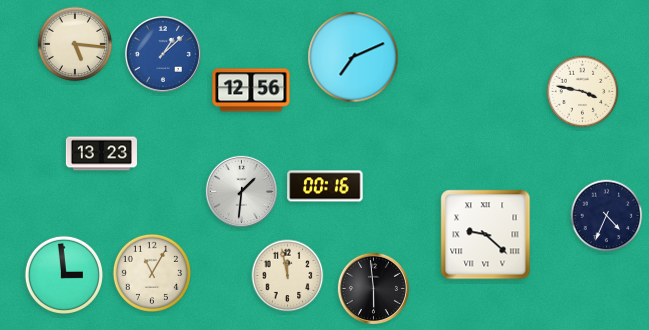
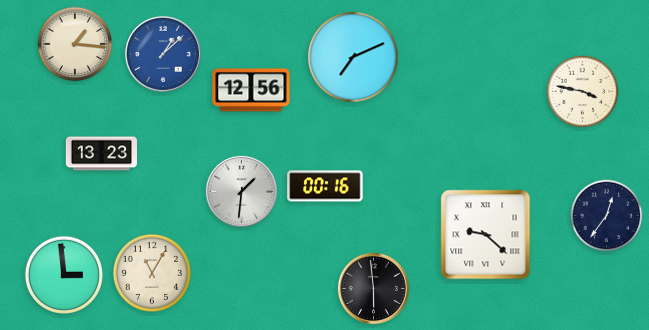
clock at (75, 44): 5:16 -> 1:16
clock at (607, 216): 4:34 -> 12:36
clock at (288, 276): 11:58 -> none
